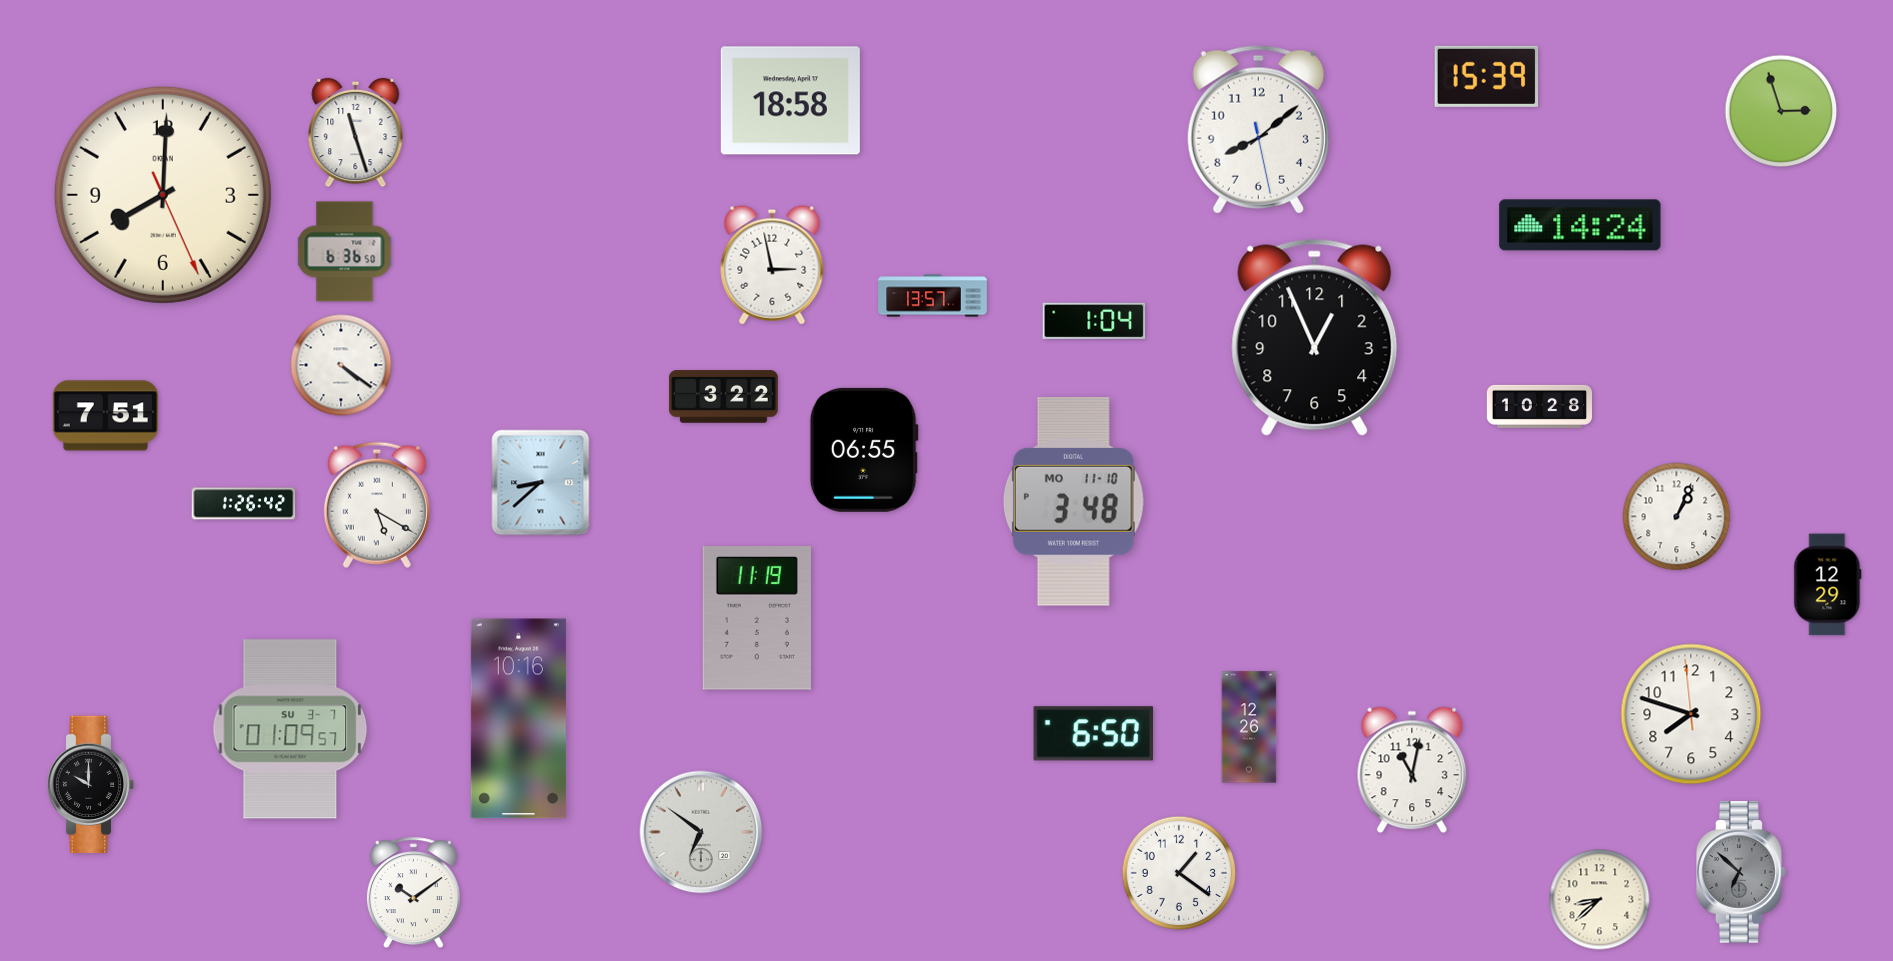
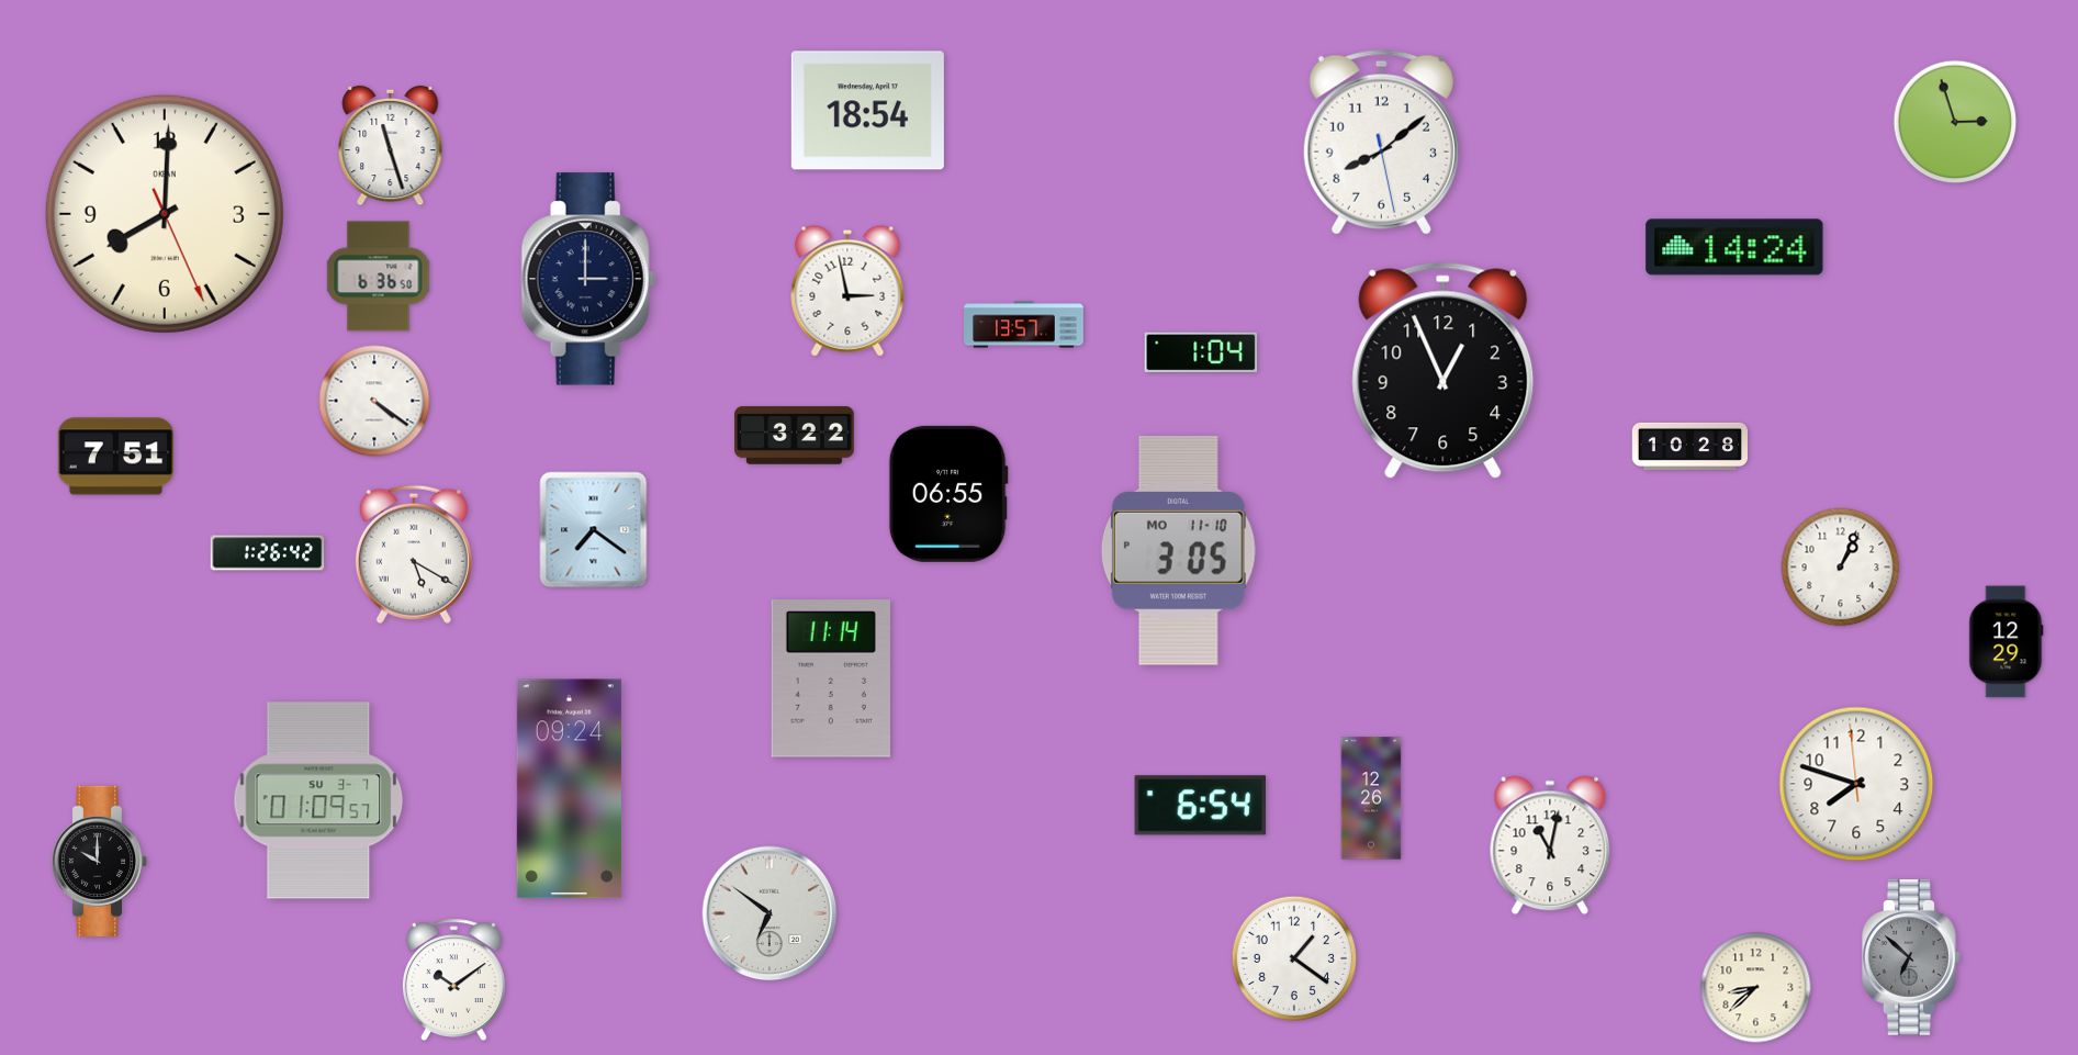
clock at (1487, 76): 15:39 -> none
clock at (790, 101): 18:58 -> 18:54
clock at (163, 195) position: (163, 195) -> (165, 214)
clock at (588, 279): none -> 3:00
clock at (541, 483): 8:38 -> 7:21
clock at (1073, 502): 3:48 -> 3:05
clock at (757, 618): 11:19 -> 11:14
clock at (518, 719): 10:16 -> 09:24
clock at (1094, 734): 6:50 -> 6:54
